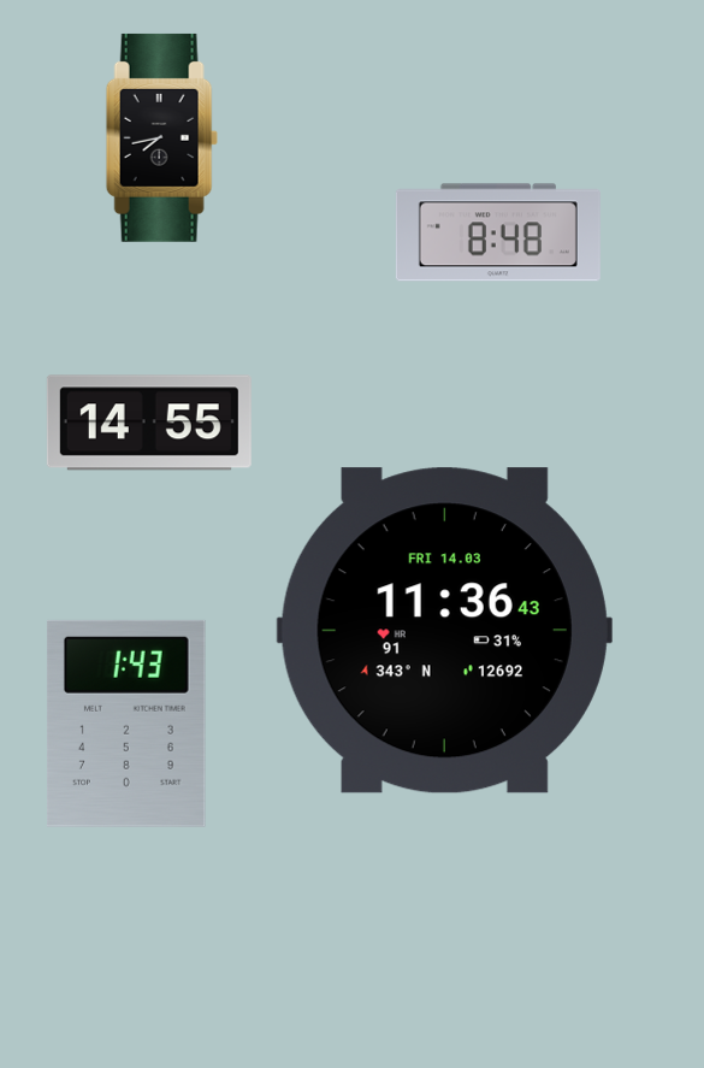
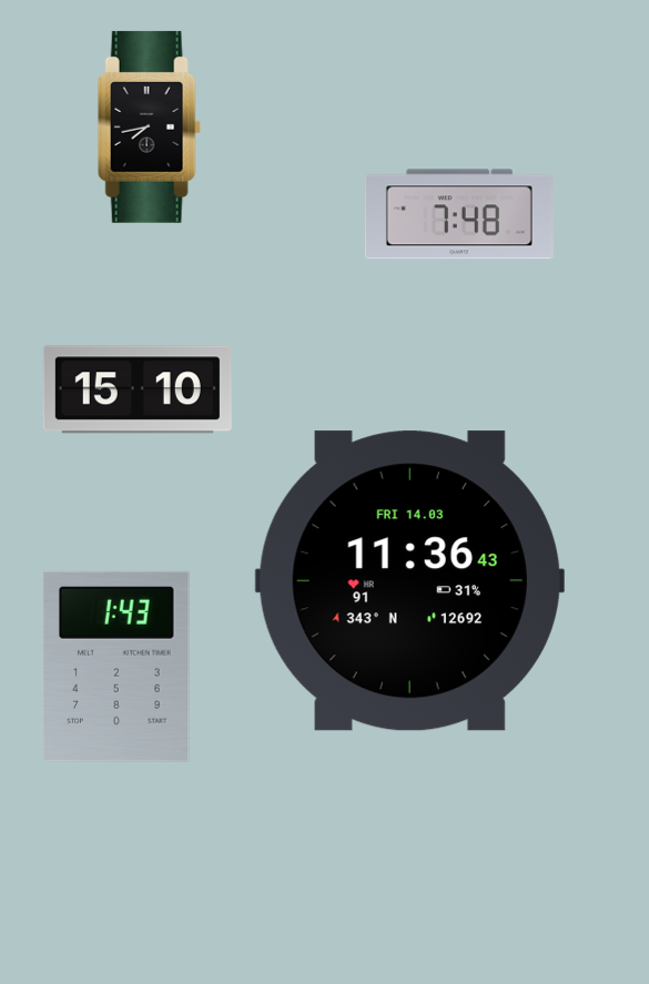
clock at (498, 232): 8:48 -> 7:48
clock at (149, 423): 14:55 -> 15:10
